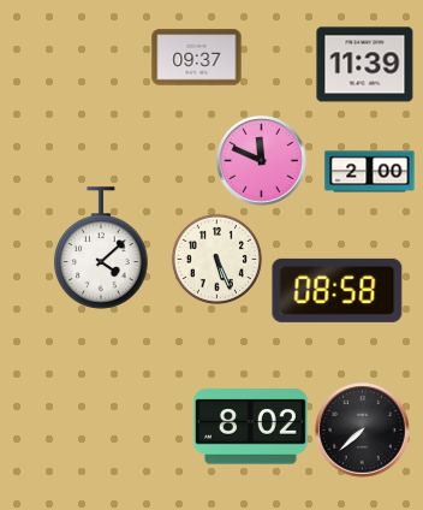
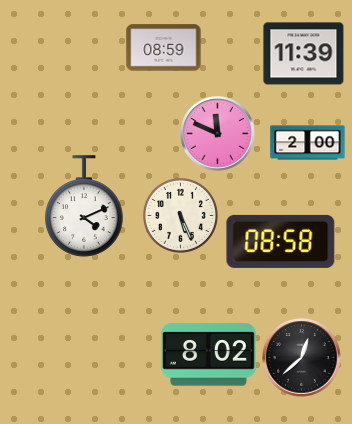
clock at (197, 58): 09:37 -> 08:59
clock at (101, 248): 4:08 -> 4:11
clock at (363, 431): 7:38 -> 12:38
